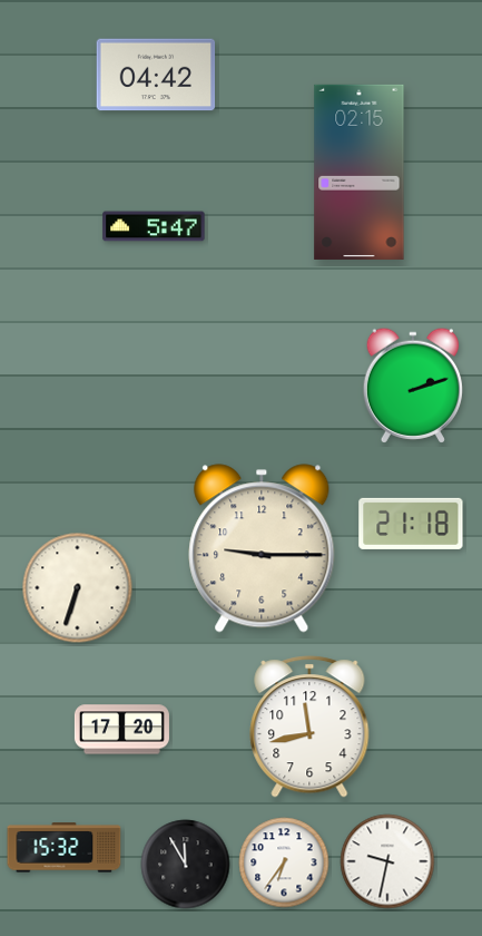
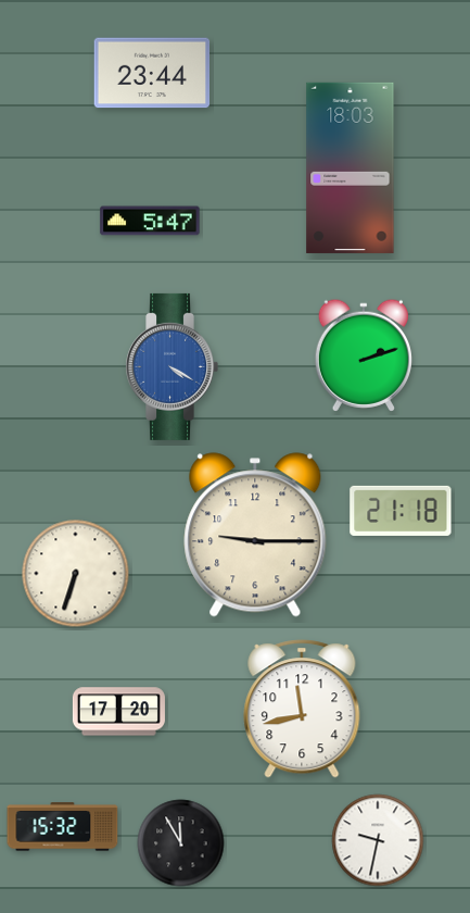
clock at (156, 75): 04:42 -> 23:44
clock at (360, 172): 02:15 -> 18:03
clock at (172, 366): none -> 4:20
clock at (412, 386) position: (412, 386) -> (363, 355)
clock at (284, 862): 6:36 -> none
